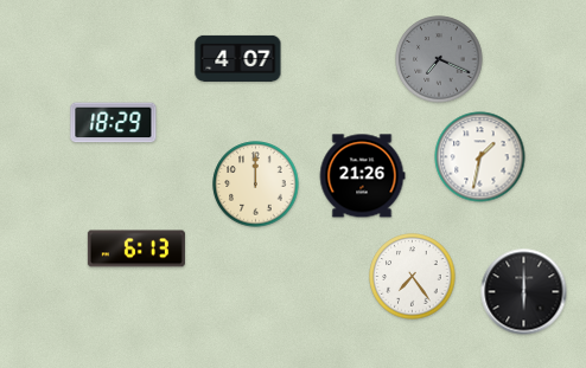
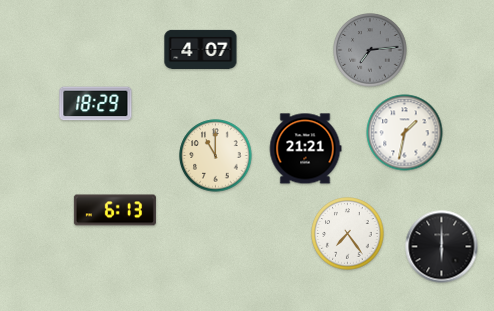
clock at (439, 59): 7:19 -> 7:14
clock at (362, 176): 21:26 -> 21:21
clock at (256, 185): 12:00 -> 11:00
